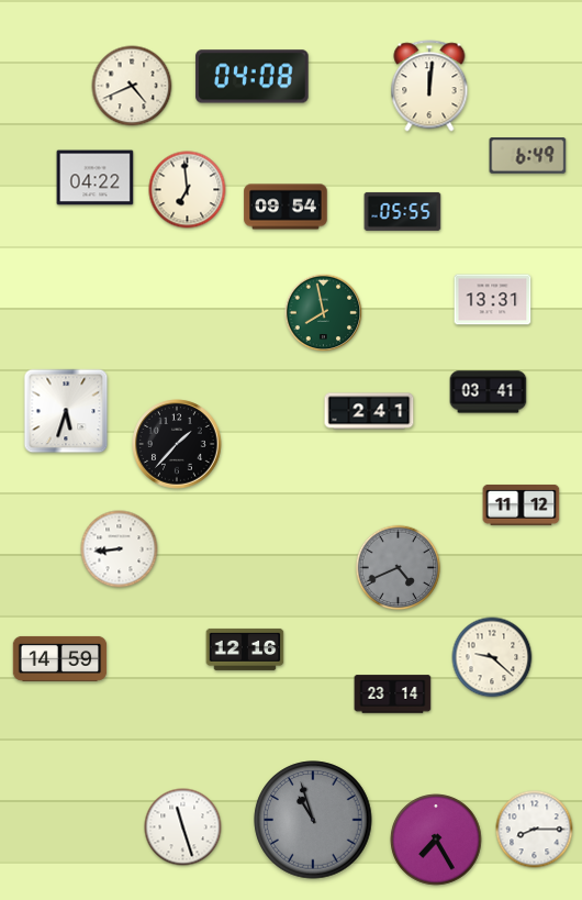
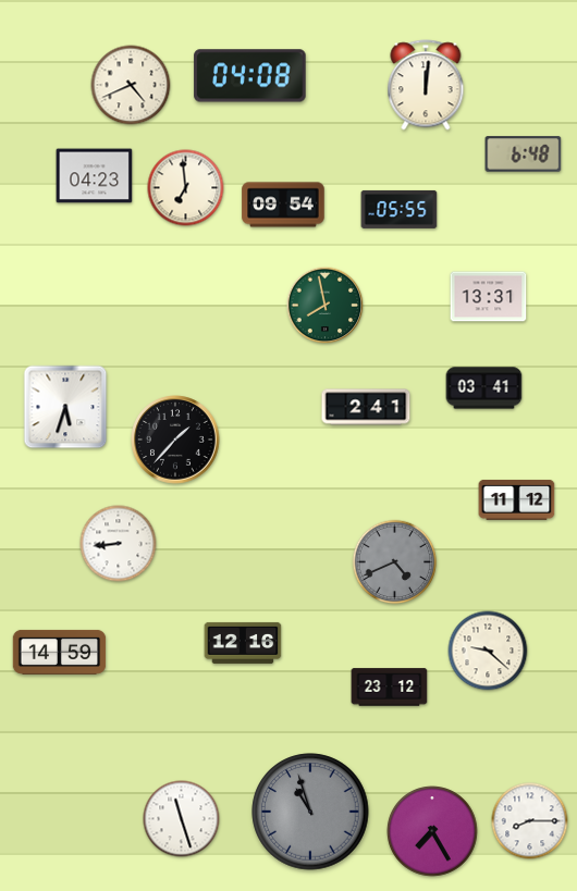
clock at (528, 156): 6:49 -> 6:48
clock at (96, 178): 04:22 -> 04:23
clock at (324, 313) position: (324, 313) -> (326, 306)
clock at (393, 695): 23:14 -> 23:12
